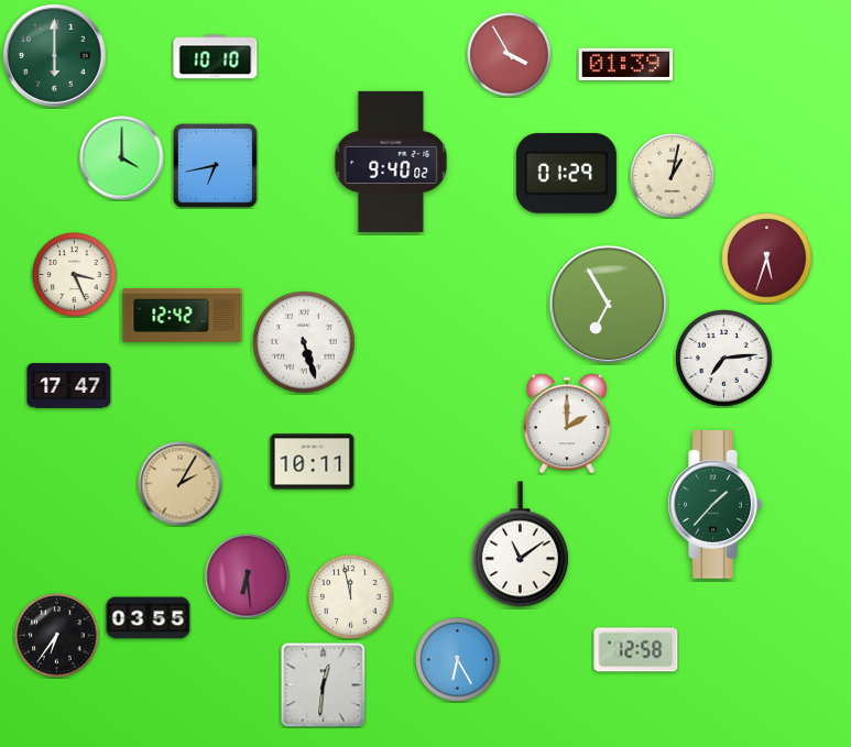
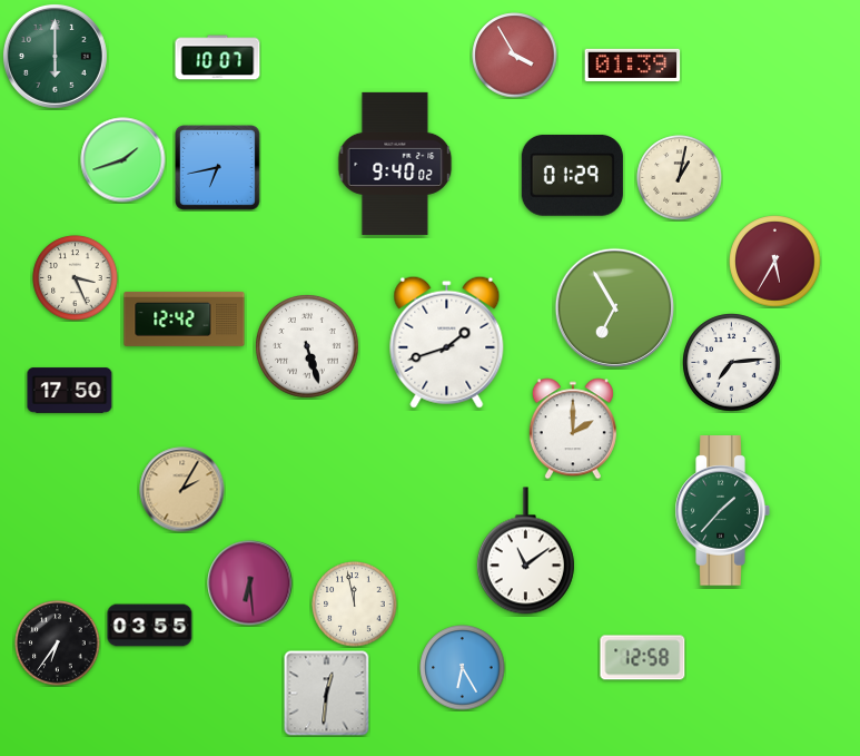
clock at (216, 57): 10:10 -> 10:07
clock at (122, 158): 4:00 -> 1:42
clock at (767, 259): 5:33 -> 5:35
clock at (447, 342): none -> 1:42
clock at (69, 386): 17:47 -> 17:50
clock at (313, 462): 10:11 -> none
